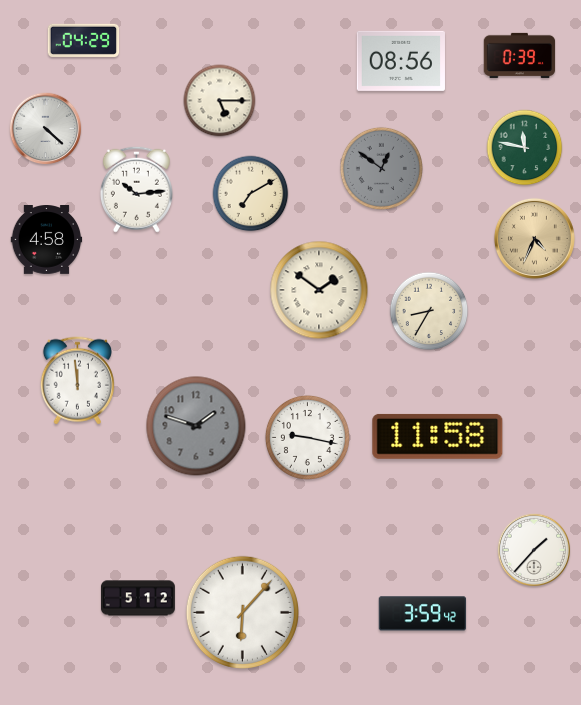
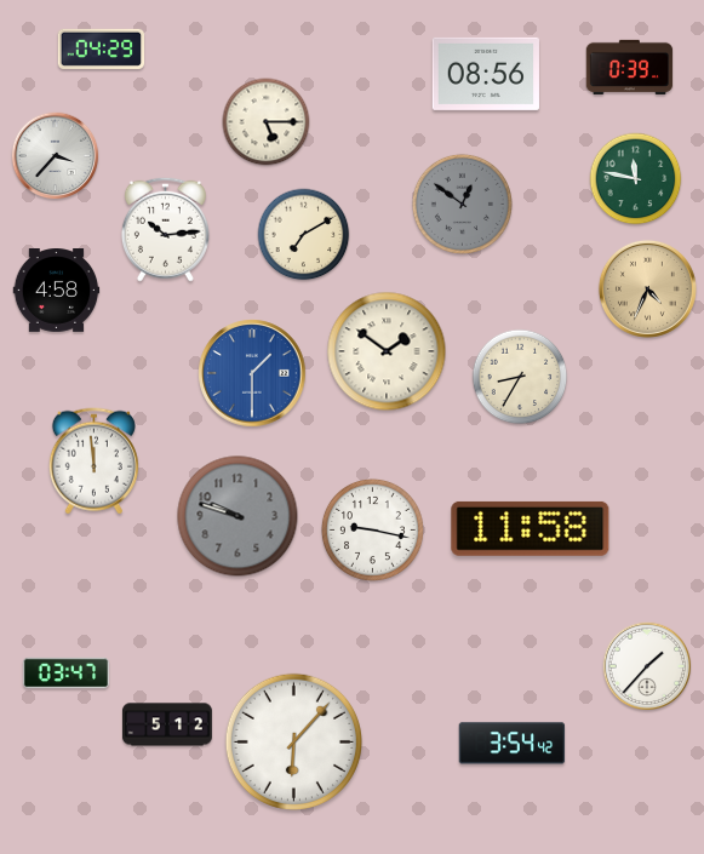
clock at (46, 129): 4:22 -> 3:37
clock at (252, 373): none -> 1:30
clock at (196, 426): 1:48 -> 9:48
clock at (67, 674): none -> 03:47
clock at (423, 614): 3:59 -> 3:54
